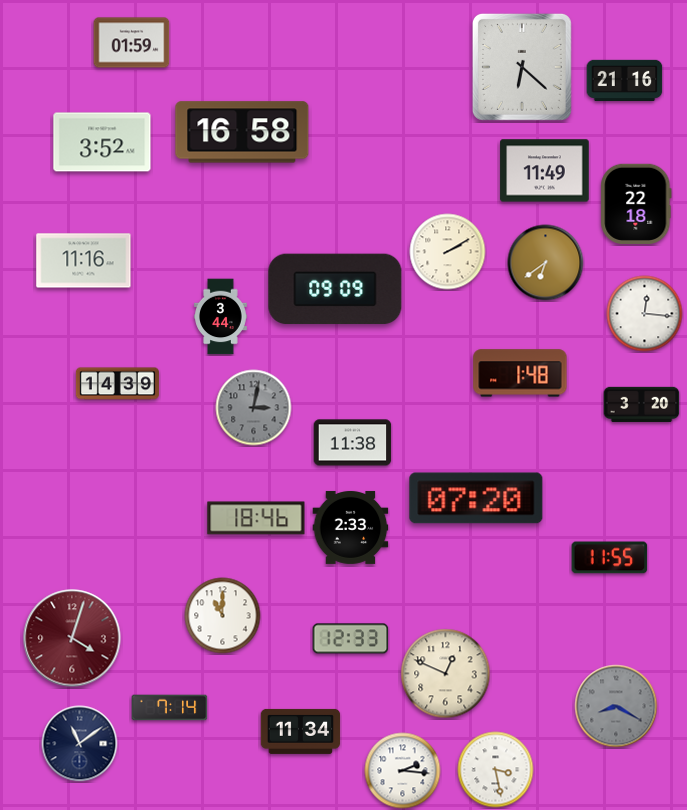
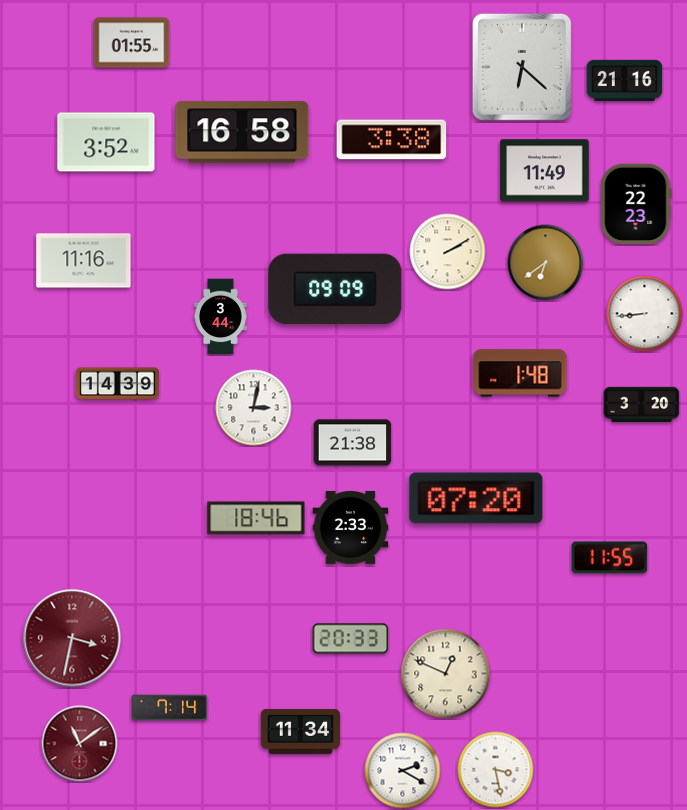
clock at (132, 43): 01:59 -> 01:55
clock at (392, 140): none -> 3:38
clock at (102, 142) position: (102, 142) -> (106, 142)
clock at (636, 203): 22:18 -> 22:23
clock at (645, 314): 12:16 -> 8:44
clock at (254, 408) dial: grey -> white
clock at (353, 443): 11:38 -> 21:38
clock at (223, 616): 11:00 -> none
clock at (72, 638): 4:03 -> 3:32
clock at (351, 639): 12:33 -> 20:33
clock at (616, 706): 8:20 -> none
clock at (80, 744) dial: navy -> burgundy
clock at (403, 771): 2:16 -> 2:20
